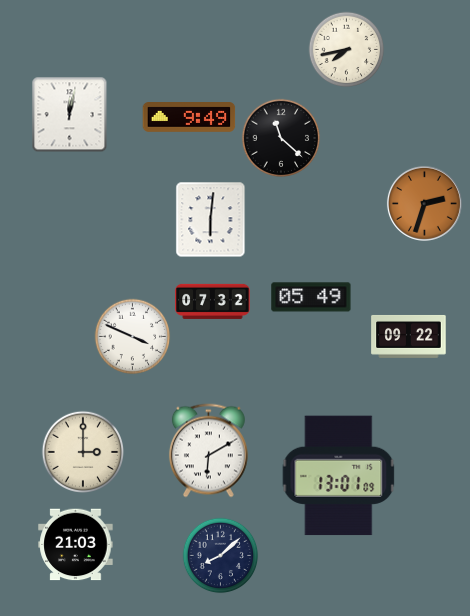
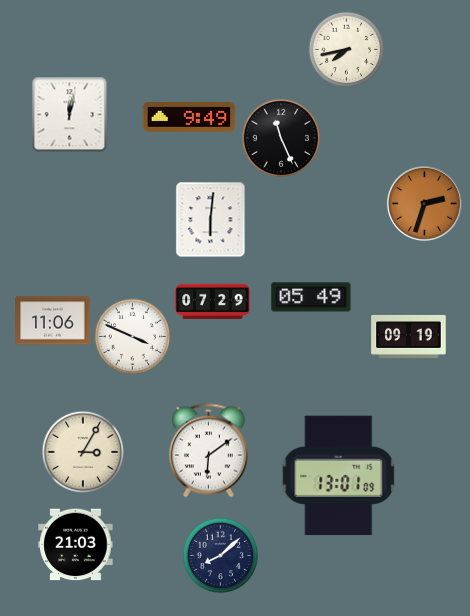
clock at (281, 138): 11:22 -> 11:26
clock at (213, 301): 07:32 -> 07:29
clock at (53, 321): none -> 11:06
clock at (409, 336): 09:22 -> 09:19
clock at (82, 451): 3:00 -> 3:05
clock at (208, 451): 6:10 -> 6:09
